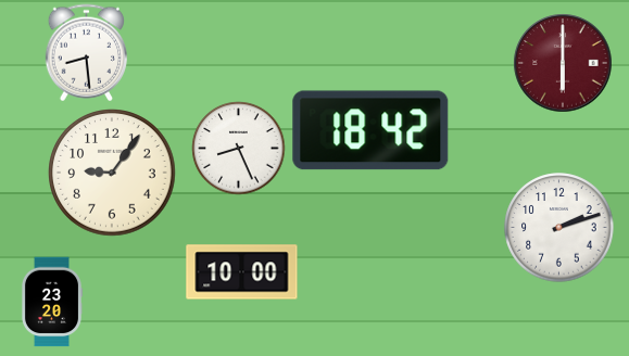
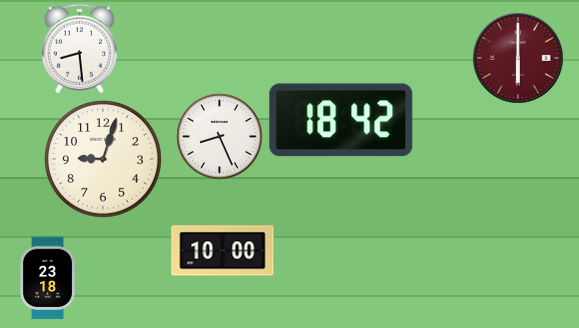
clock at (112, 173): 9:06 -> 9:03
clock at (559, 228): 2:12 -> none
clock at (51, 302): 23:20 -> 23:18
